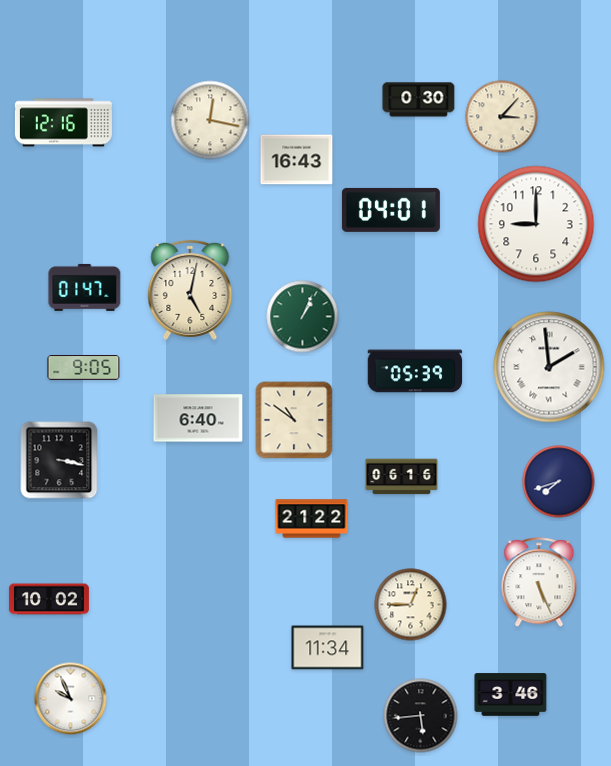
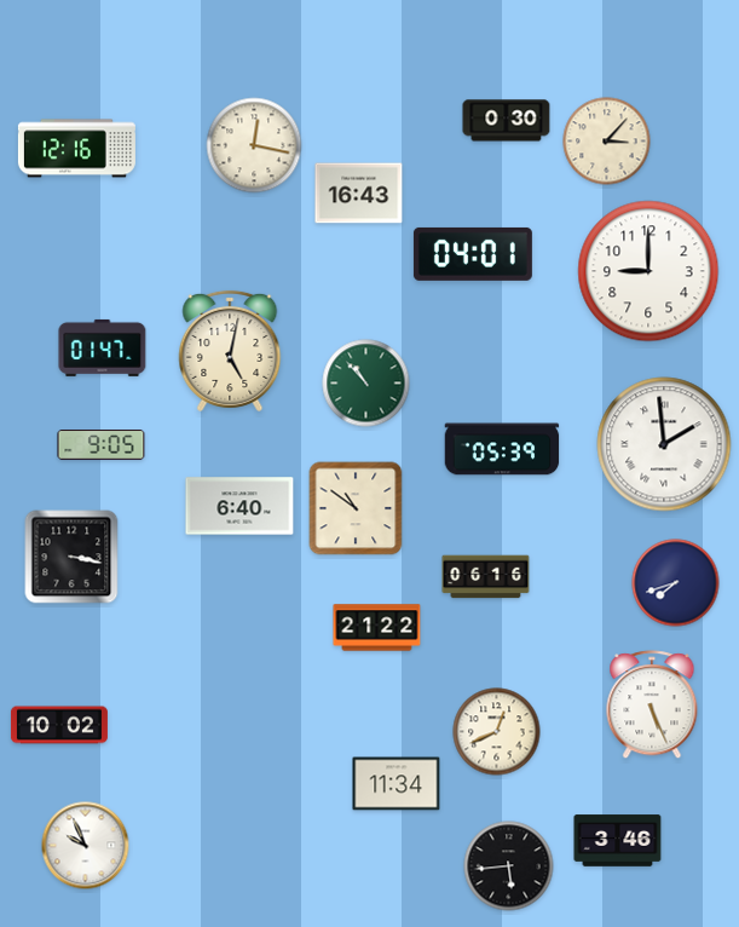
clock at (303, 317): 1:04 -> 10:53
clock at (411, 605): 12:45 -> 12:41
